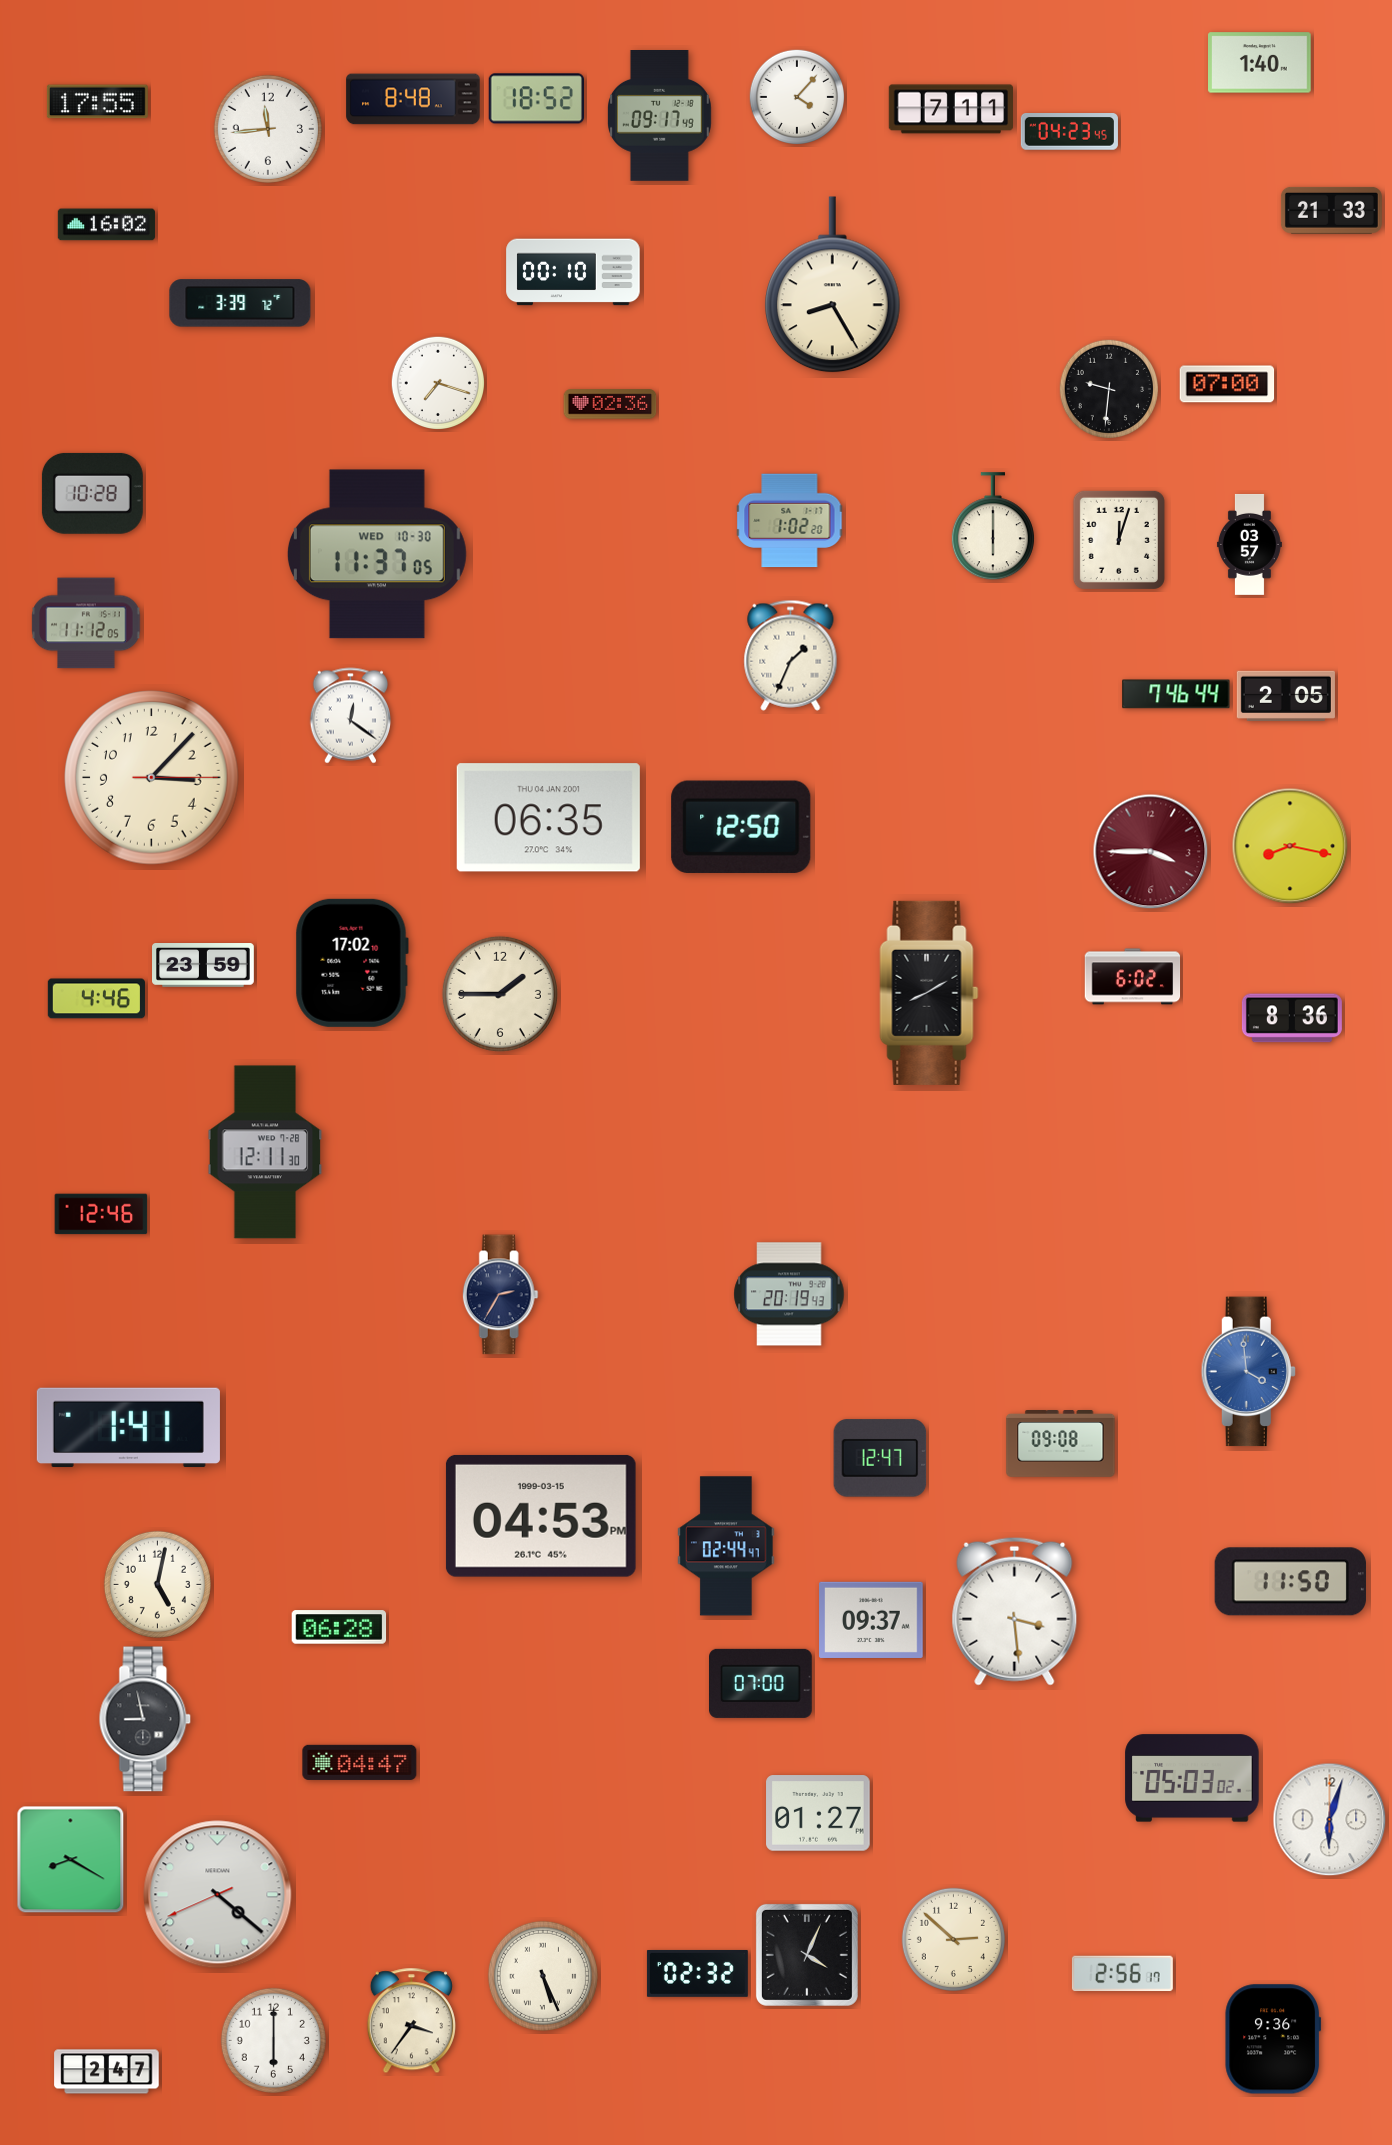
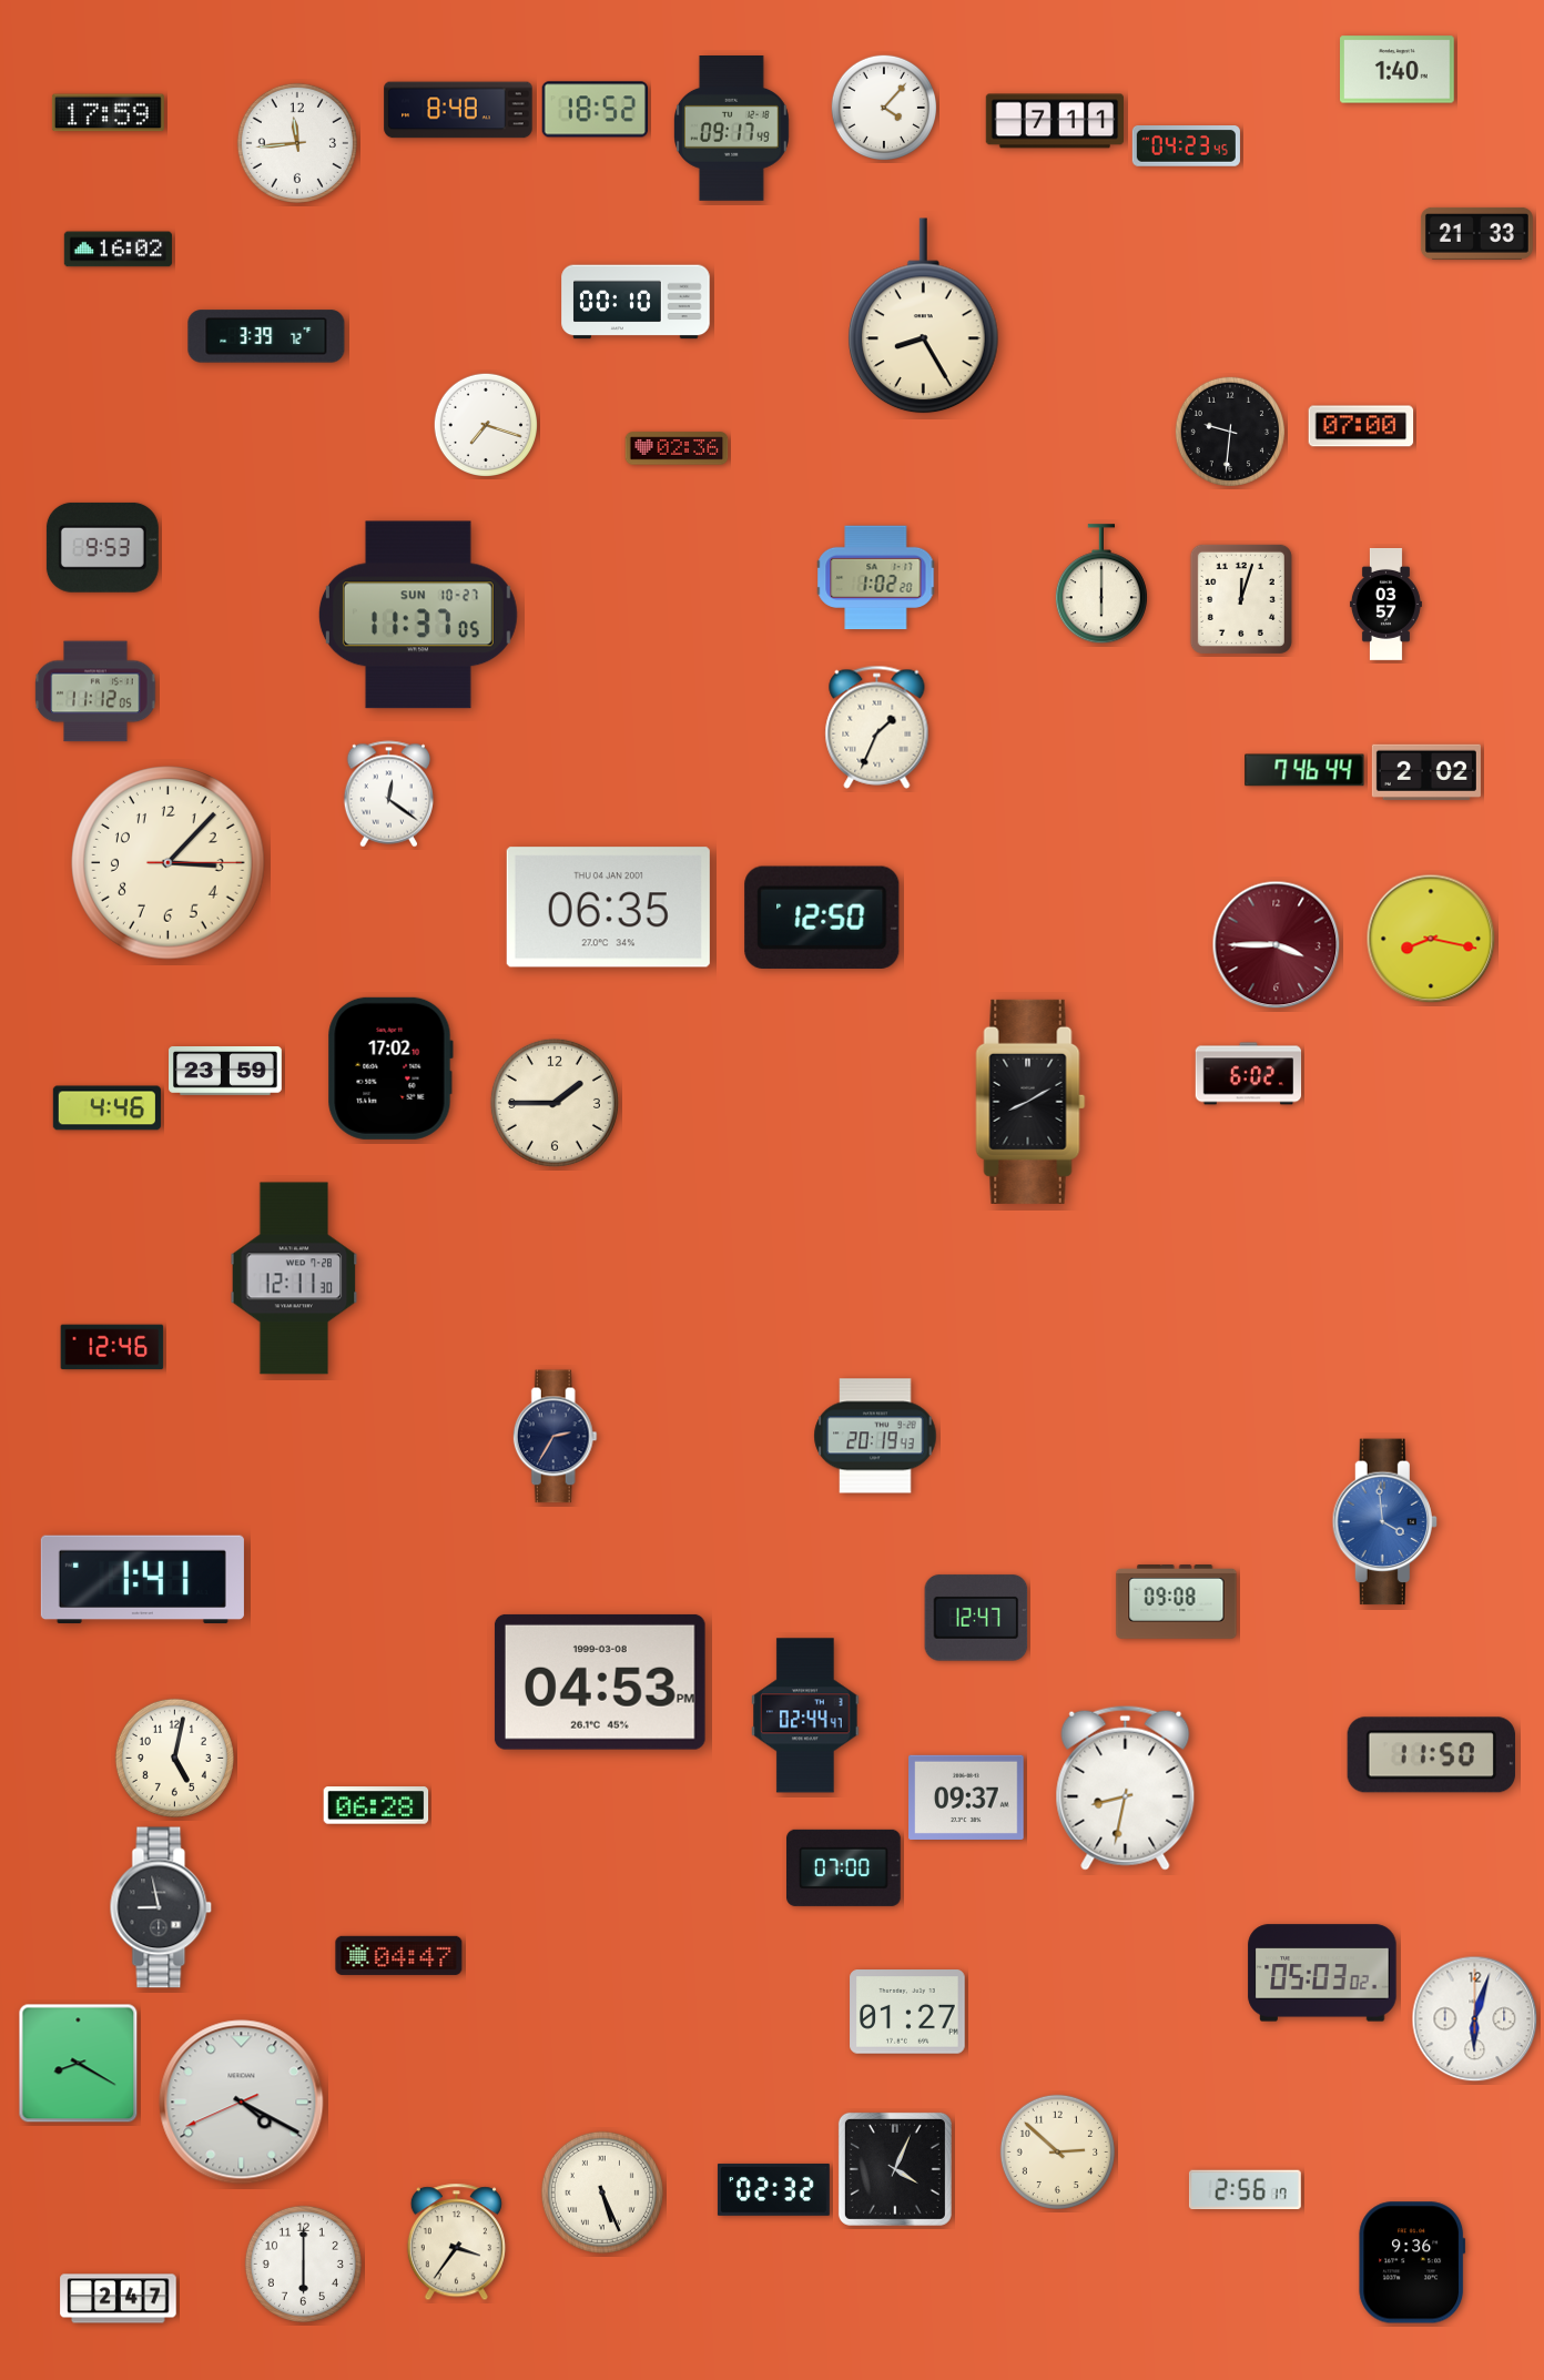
clock at (97, 102): 17:55 -> 17:59
clock at (92, 493): 10:28 -> 9:53
clock at (377, 554) date: WED 10-30 -> SUN 10-27
clock at (1286, 695): 2:05 -> 2:02
clock at (1133, 977) position: (1133, 977) -> (1249, 1074)
clock at (1292, 1018): 8:36 -> none
clock at (128, 1428) position: (128, 1428) -> (142, 1580)
clock at (541, 1516) date: 1999-03-15 -> 1999-03-08
clock at (1015, 1611): 3:29 -> 8:32
clock at (218, 1895): 4:21 -> 4:19
